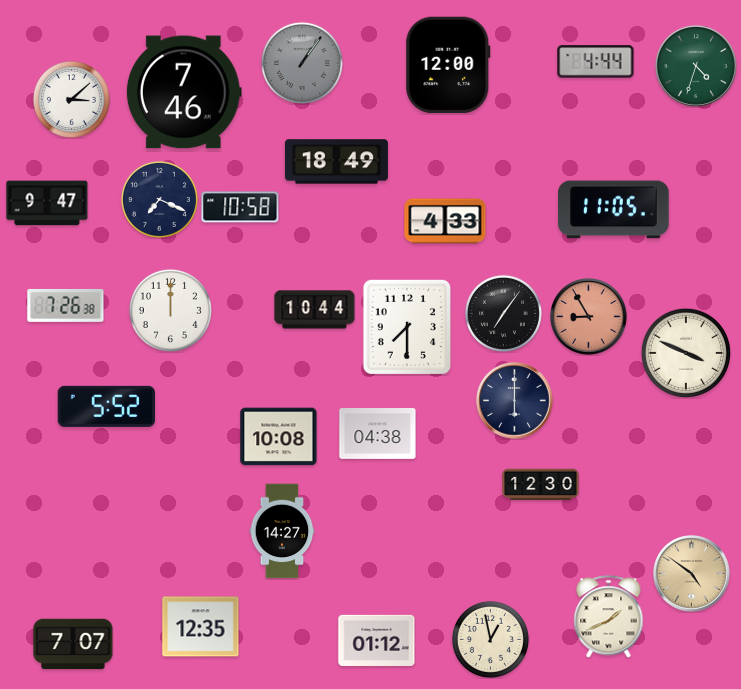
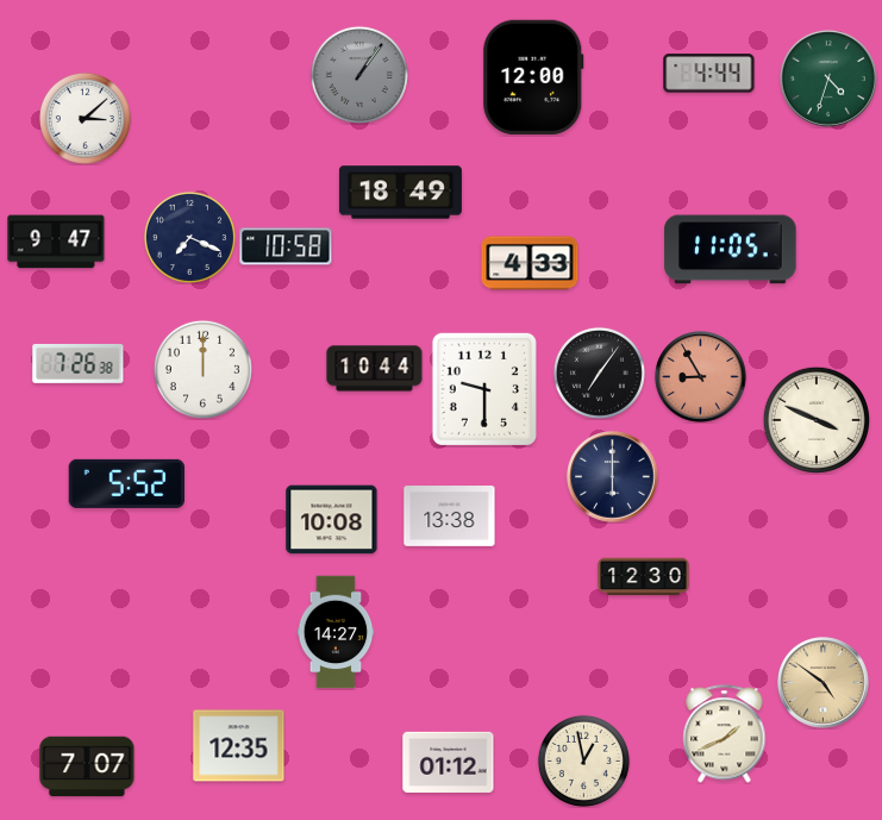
clock at (184, 92): 7:46 -> none
clock at (407, 327): 7:30 -> 9:30
clock at (378, 434): 04:38 -> 13:38
